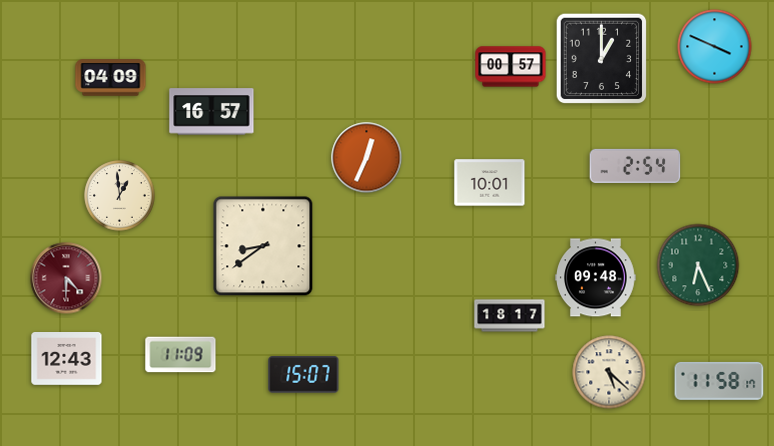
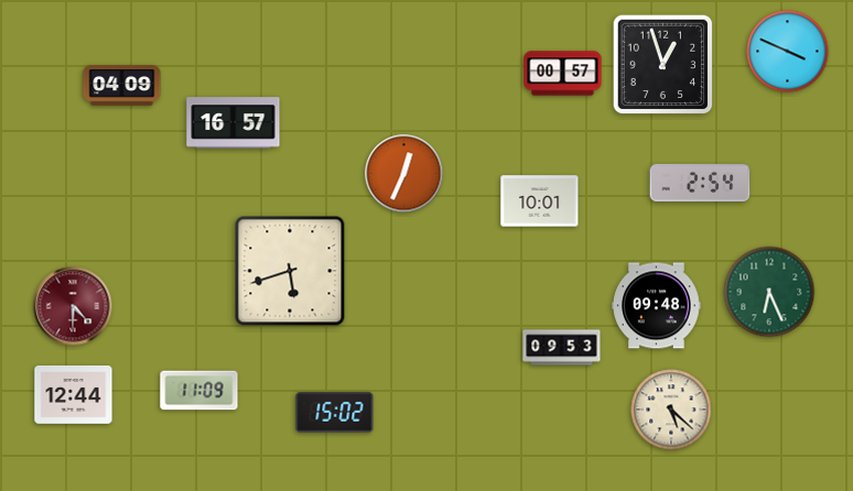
clock at (602, 59): 1:00 -> 12:57
clock at (120, 196): 12:59 -> none
clock at (263, 246): 8:39 -> 5:42
clock at (510, 316): 18:17 -> 09:53
clock at (67, 359): 12:43 -> 12:44
clock at (304, 375): 15:07 -> 15:02
clock at (719, 381): 11:58 -> none
